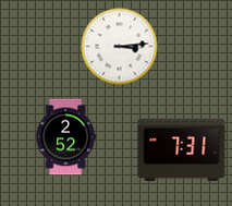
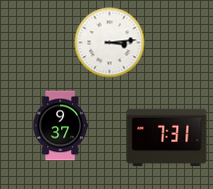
clock at (65, 137): 2:52 -> 9:37
